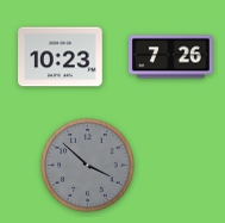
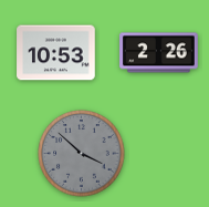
clock at (61, 57): 10:23 -> 10:53
clock at (171, 57): 7:26 -> 2:26
